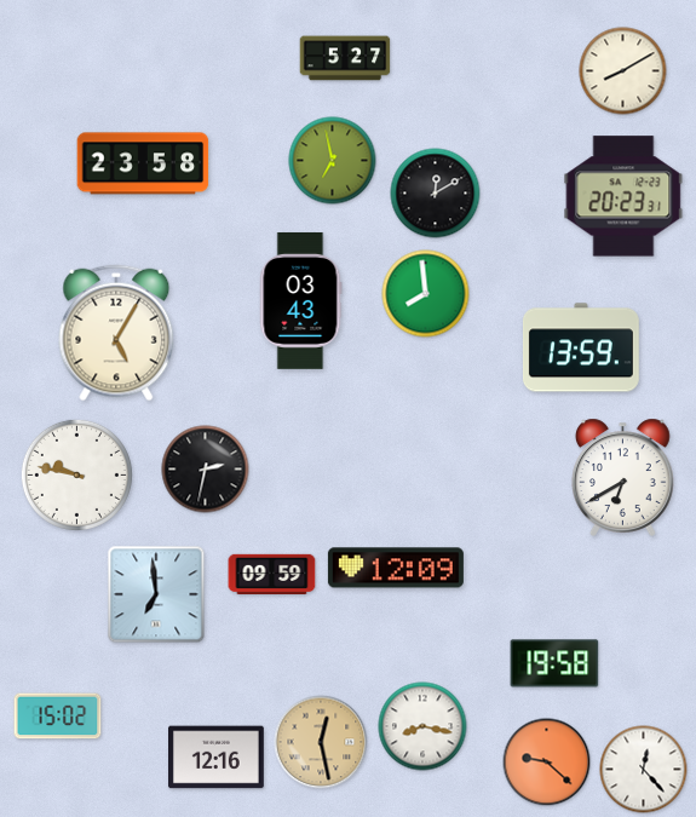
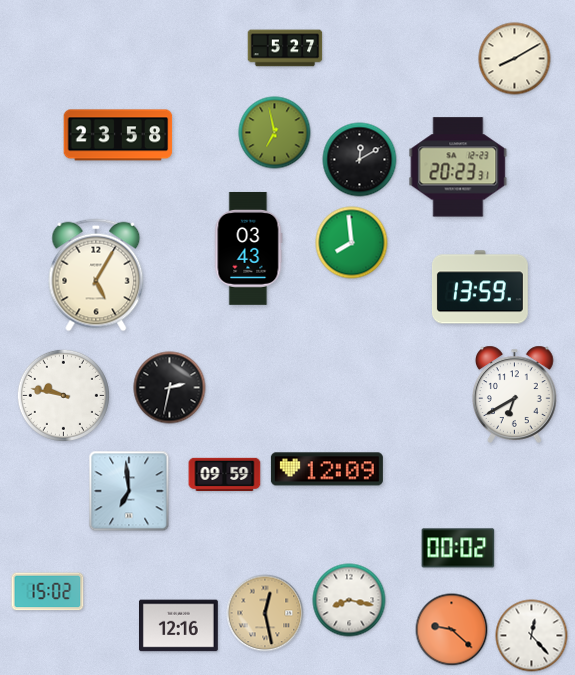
clock at (623, 196) position: (623, 196) -> (458, 167)
clock at (76, 474) position: (76, 474) -> (63, 395)
clock at (554, 663): 19:58 -> 00:02
